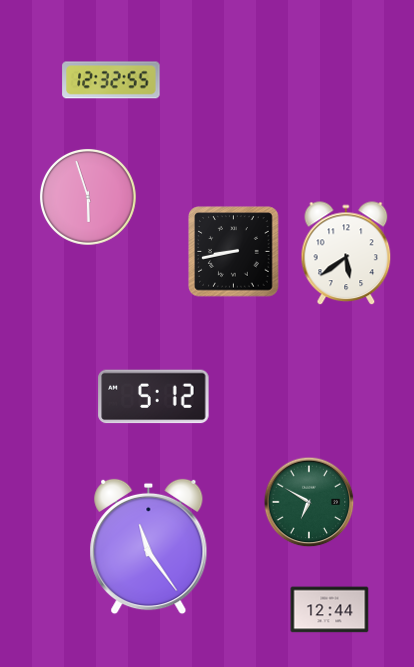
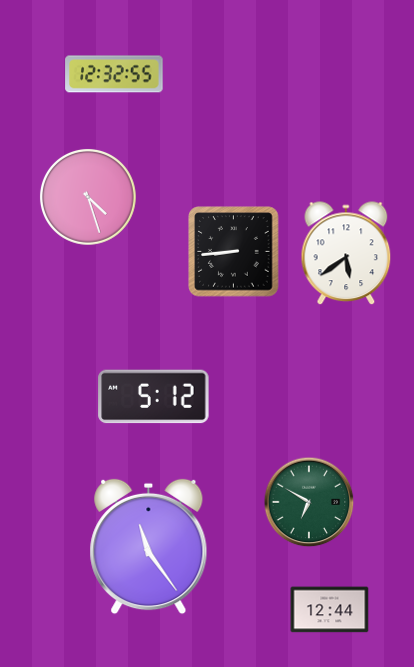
clock at (111, 80) position: (111, 80) -> (114, 74)
clock at (89, 198): 5:57 -> 4:27
clock at (234, 252): 8:43 -> 8:44
